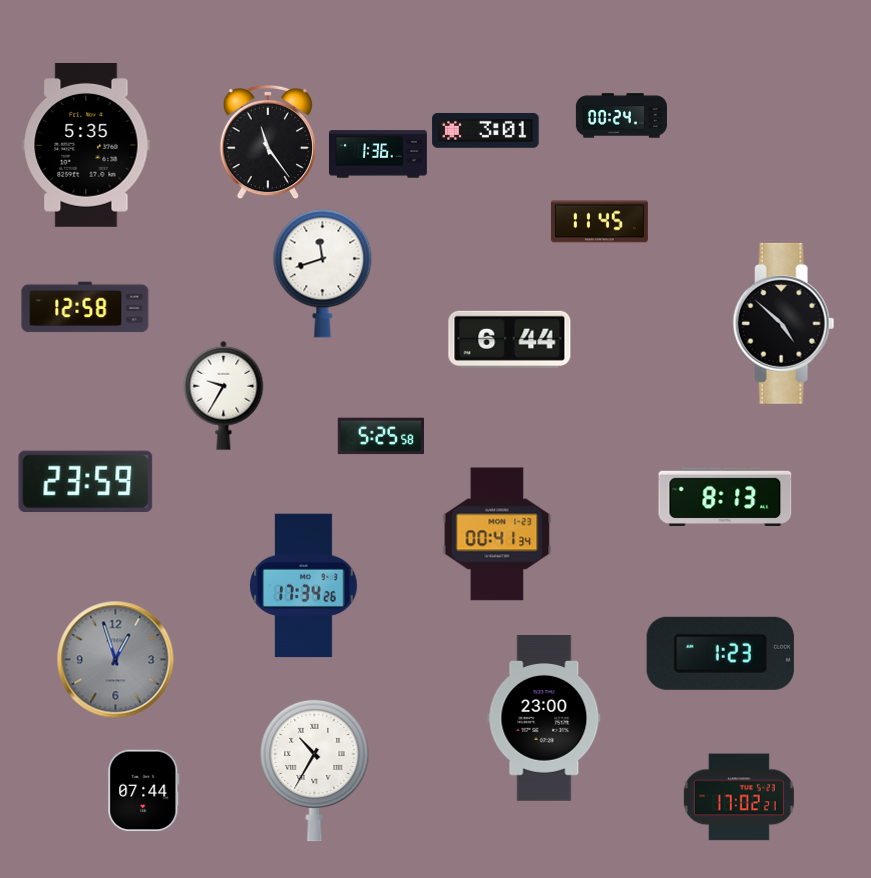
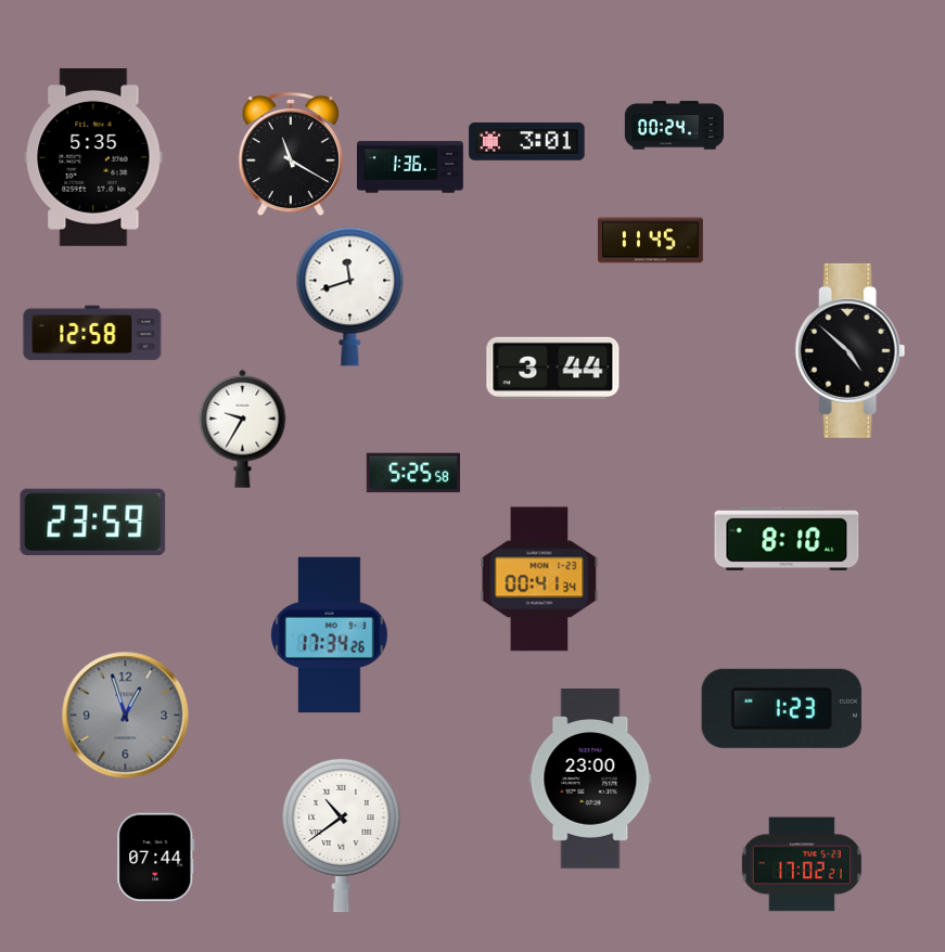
clock at (267, 142): 11:24 -> 11:20
clock at (510, 339): 6:44 -> 3:44
clock at (725, 497): 8:13 -> 8:10
clock at (315, 770): 10:35 -> 10:39
